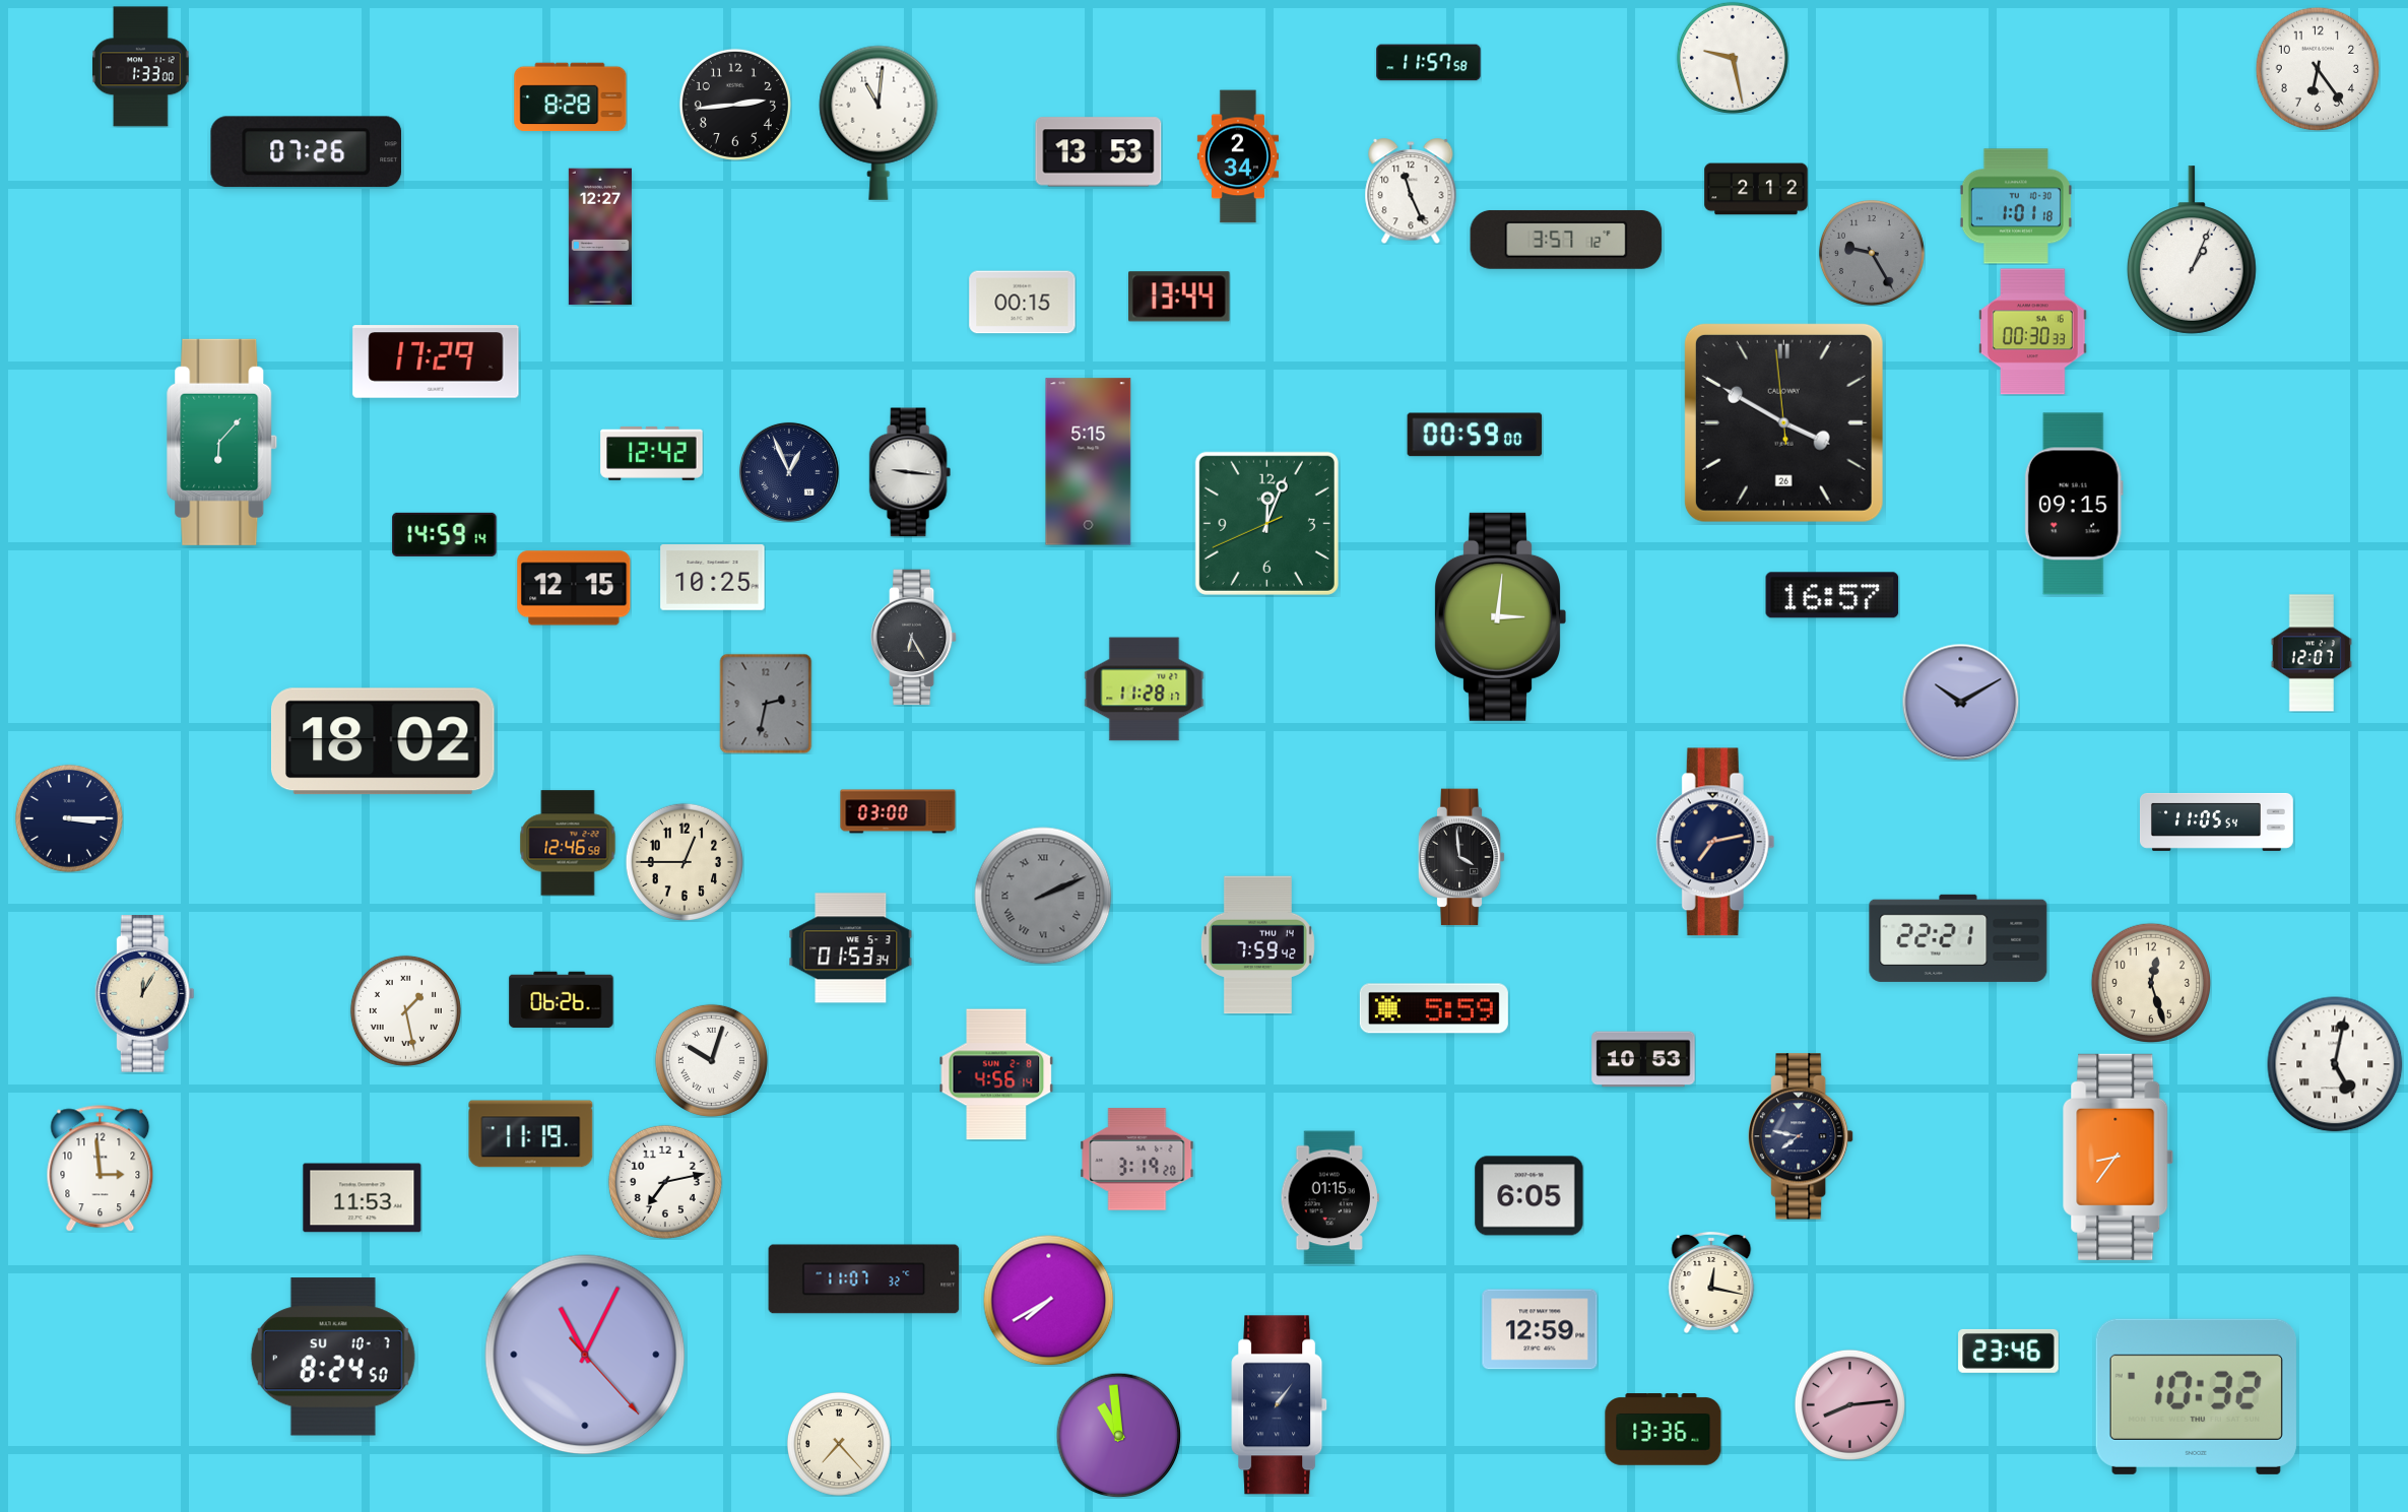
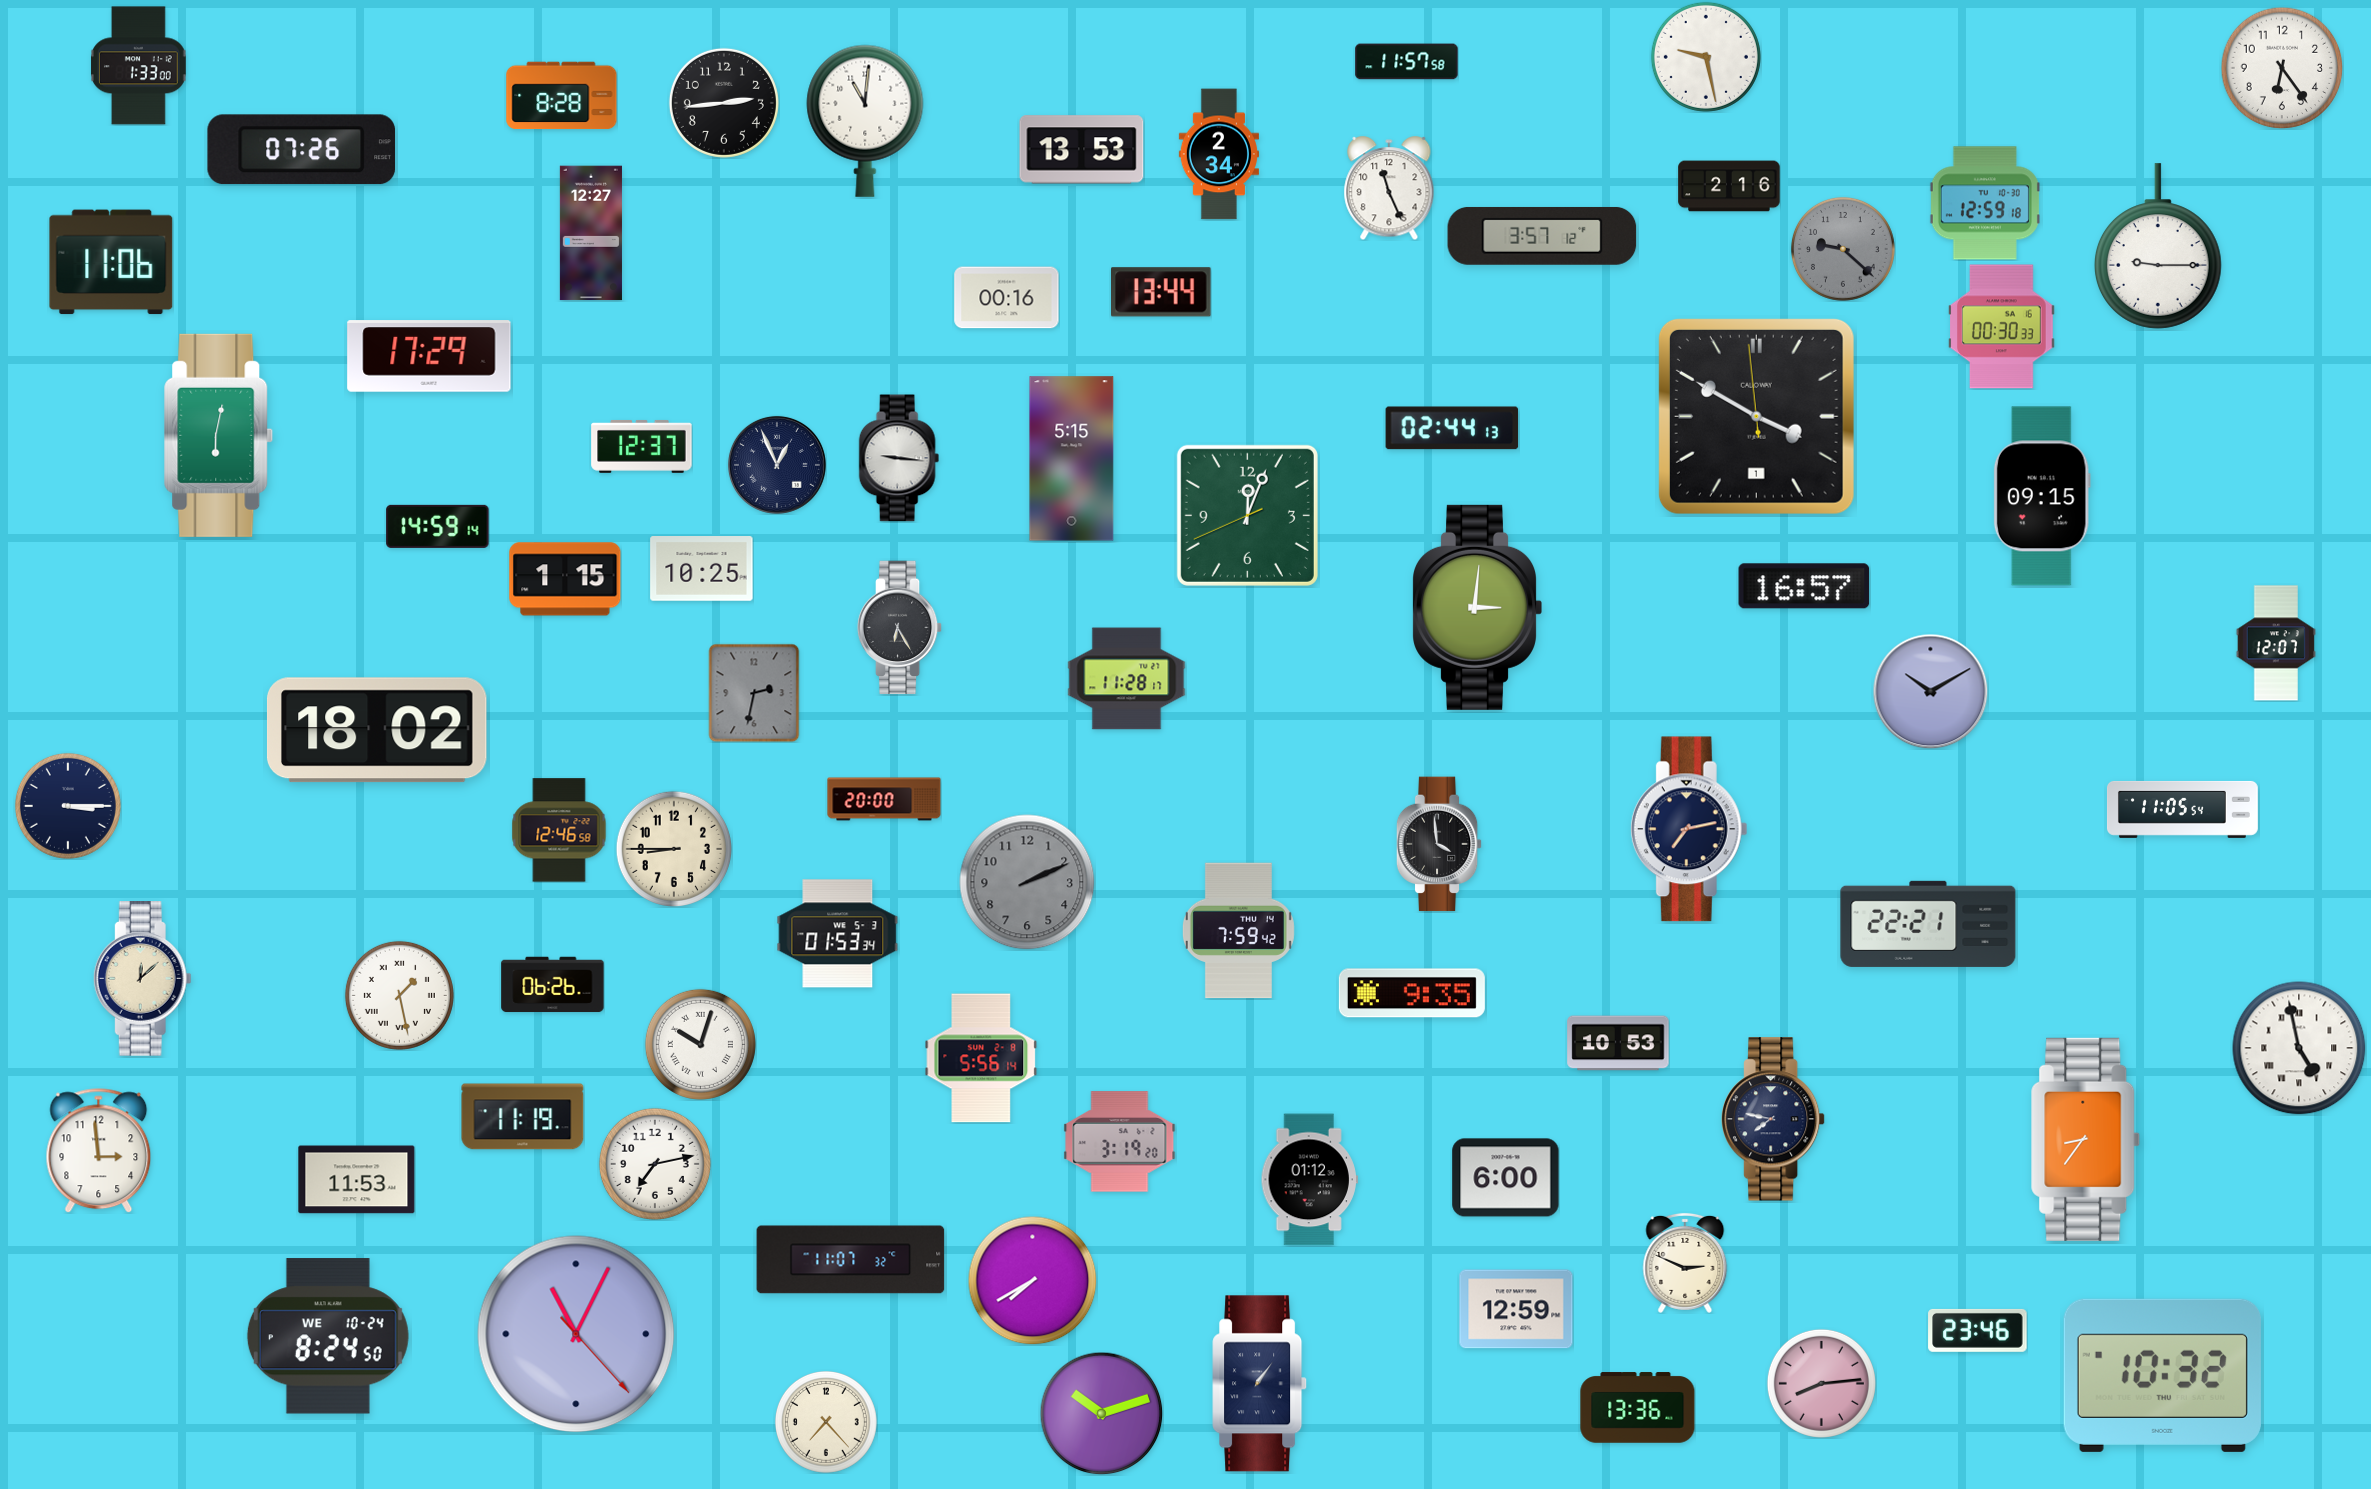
clock at (1756, 189): 2:12 -> 2:16
clock at (2016, 206): 1:01 -> 12:59
clock at (2192, 250): 1:04 -> 9:15
clock at (1872, 253): 9:25 -> 9:22
clock at (111, 262): none -> 11:06
clock at (1023, 303): 00:15 -> 00:16
clock at (1783, 422) date: 26 -> 1
clock at (1475, 435): 00:59 -> 02:44
clock at (222, 442): 6:07 -> 6:02
clock at (652, 453): 12:42 -> 12:37
clock at (1089, 462) position: (1089, 462) -> (1072, 459)
clock at (910, 472) position: (910, 472) -> (899, 458)
clock at (574, 588): 12:15 -> 1:15
clock at (898, 811): 03:00 -> 20:00
clock at (684, 861): 12:45 -> 8:45
clock at (1043, 896) numerals: Roman -> Arabic
clock at (2150, 982): 12:27 -> none
clock at (144, 994): 12:05 -> 12:08
clock at (1434, 1008): 5:59 -> 9:35
clock at (2335, 1064): 5:02 -> 4:58
clock at (996, 1074): 4:56 -> 5:56
clock at (1530, 1196): 6:05 -> 6:00
clock at (1329, 1198): 01:15 -> 01:12
clock at (1711, 1283): 12:17 -> 2:49
clock at (333, 1357) date: SU 10-7 -> WE 10-24
clock at (1118, 1435): 10:59 -> 10:12
